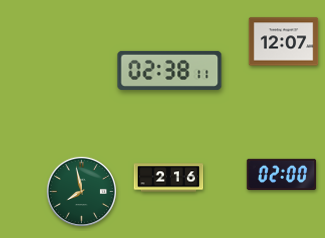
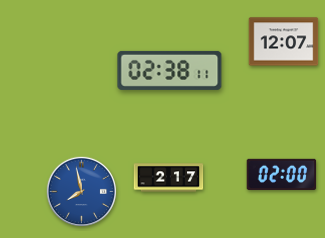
clock at (169, 178): 2:16 -> 2:17
clock at (82, 192) dial: green -> blue
